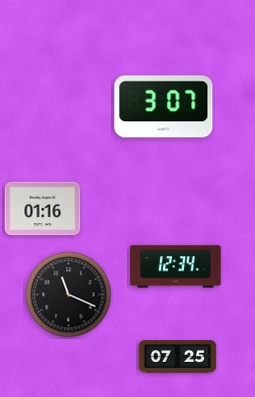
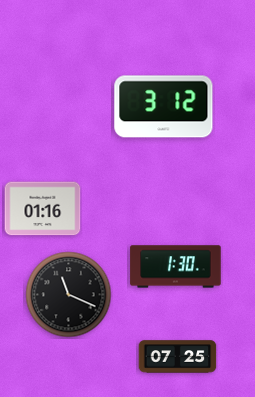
clock at (164, 107): 3:07 -> 3:12
clock at (176, 267): 12:34 -> 1:30
